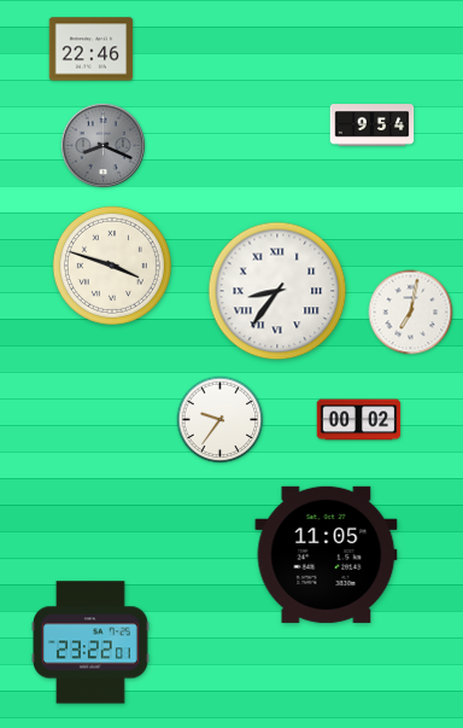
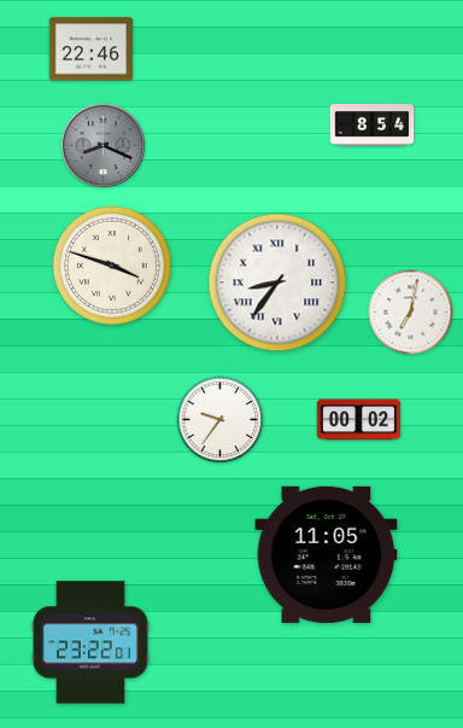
clock at (373, 126): 9:54 -> 8:54
clock at (277, 291) position: (277, 291) -> (277, 283)
